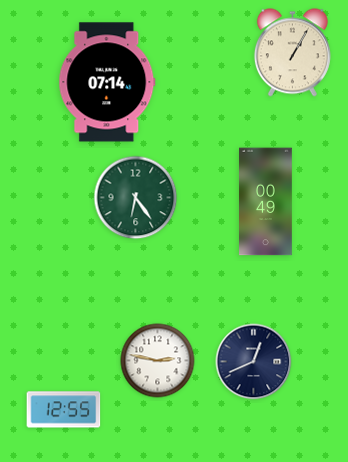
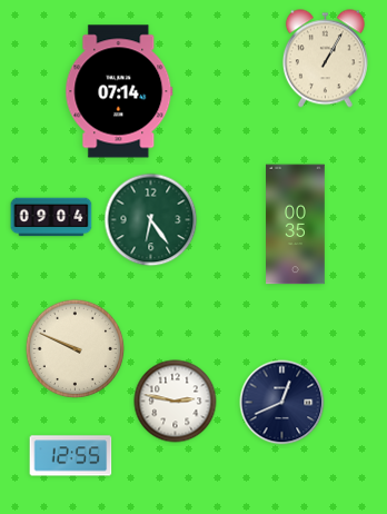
clock at (51, 217): none -> 09:04
clock at (266, 202): 00:49 -> 00:35
clock at (76, 349): none -> 9:49
